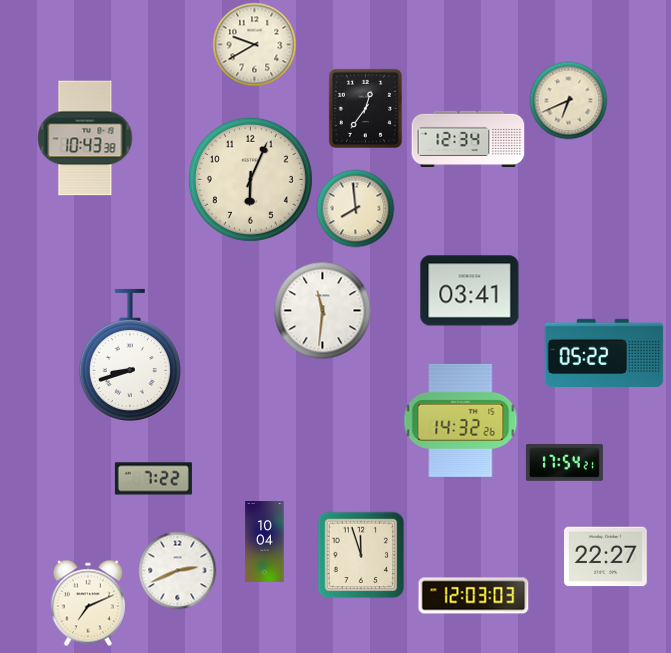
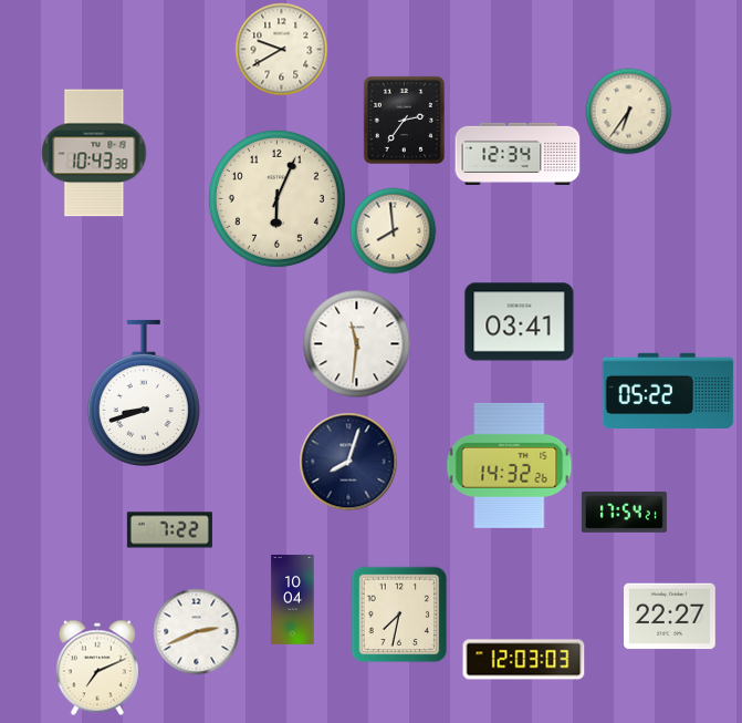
clock at (568, 100): 6:41 -> 6:36
clock at (365, 108): 12:36 -> 2:36
clock at (348, 462): none -> 8:03
clock at (361, 555): 11:57 -> 7:32
